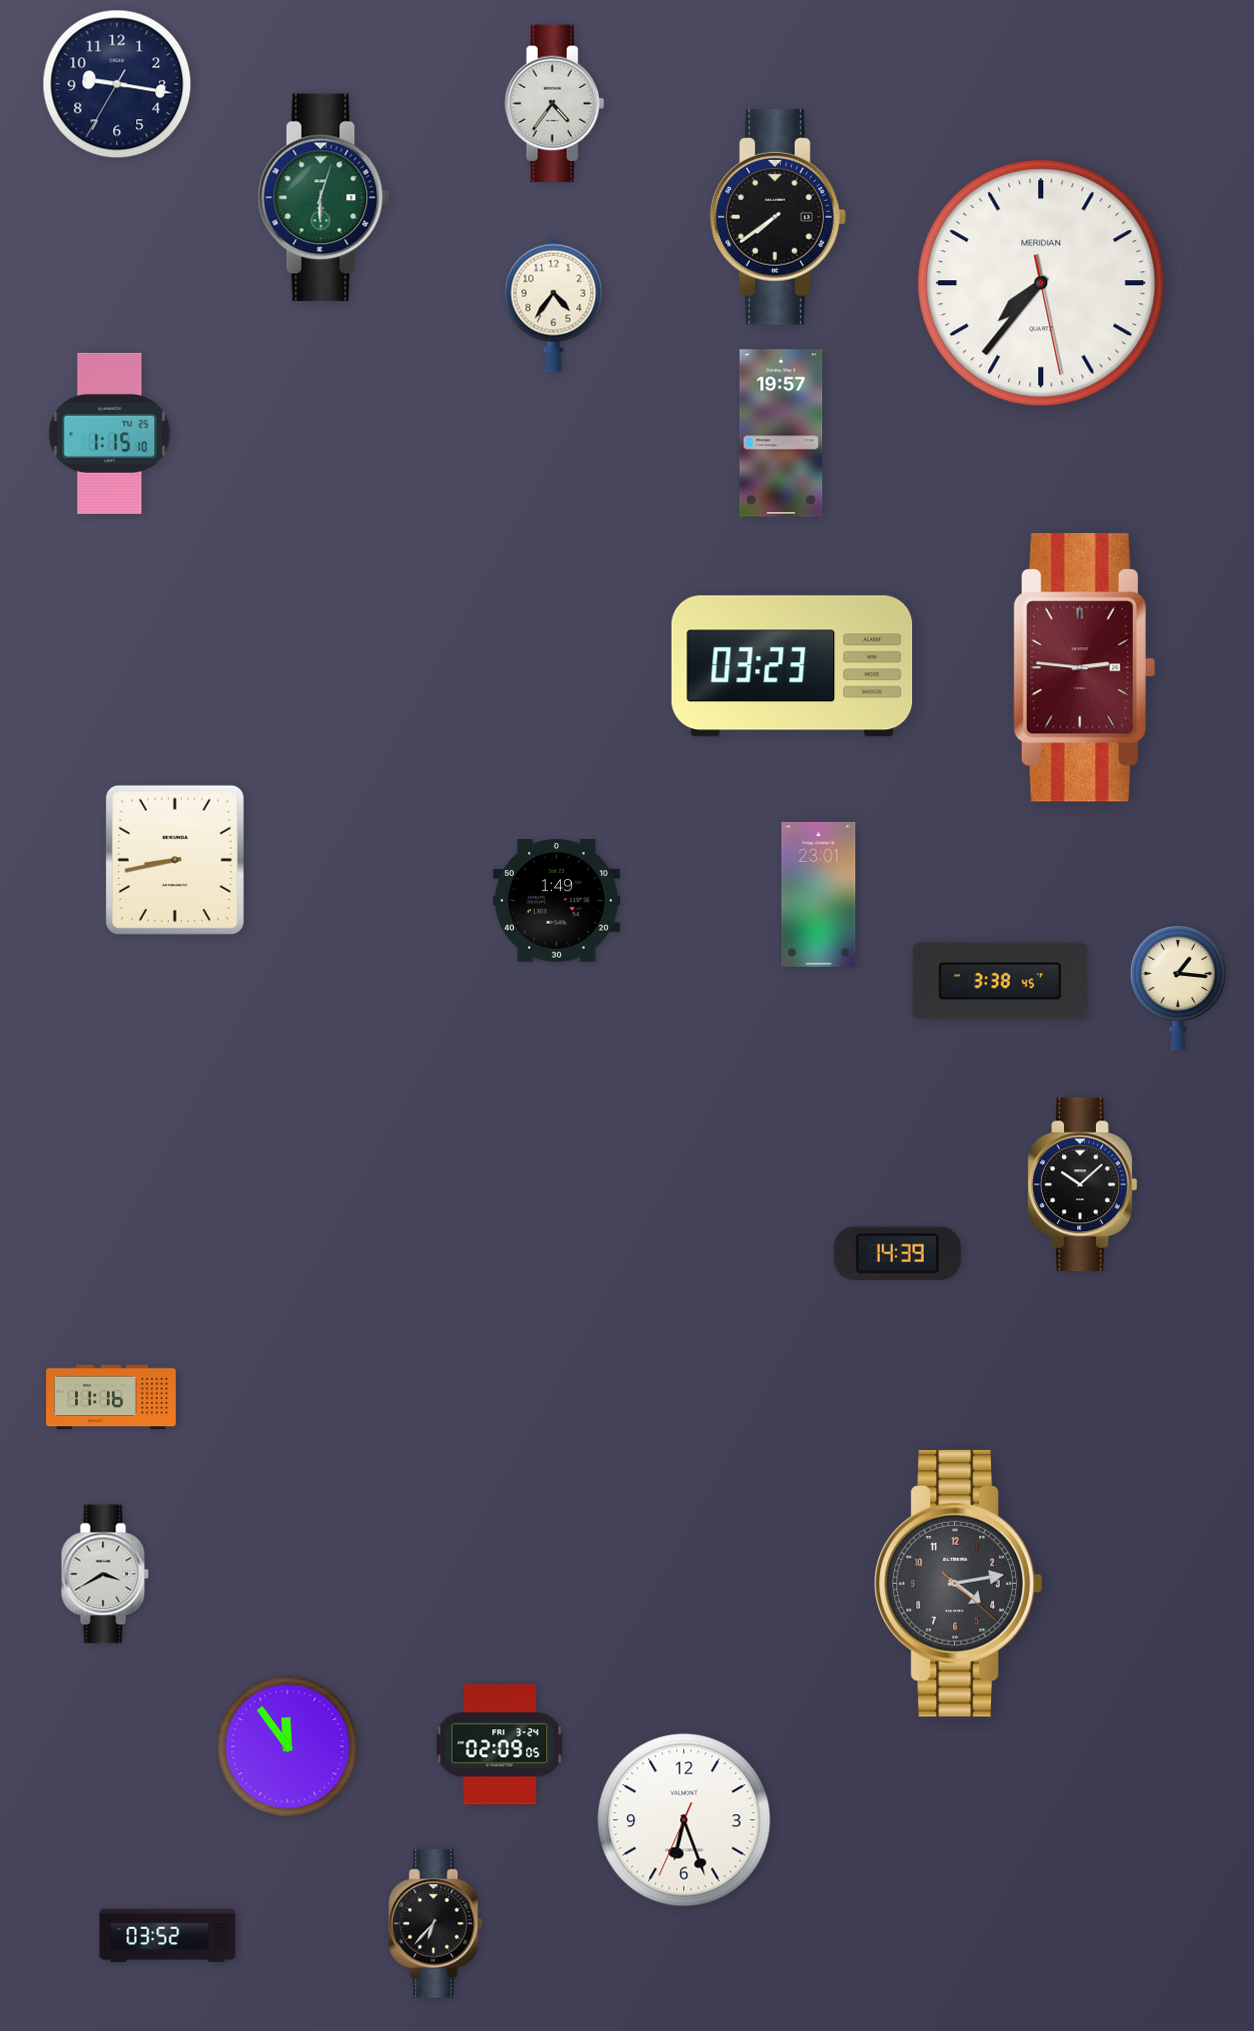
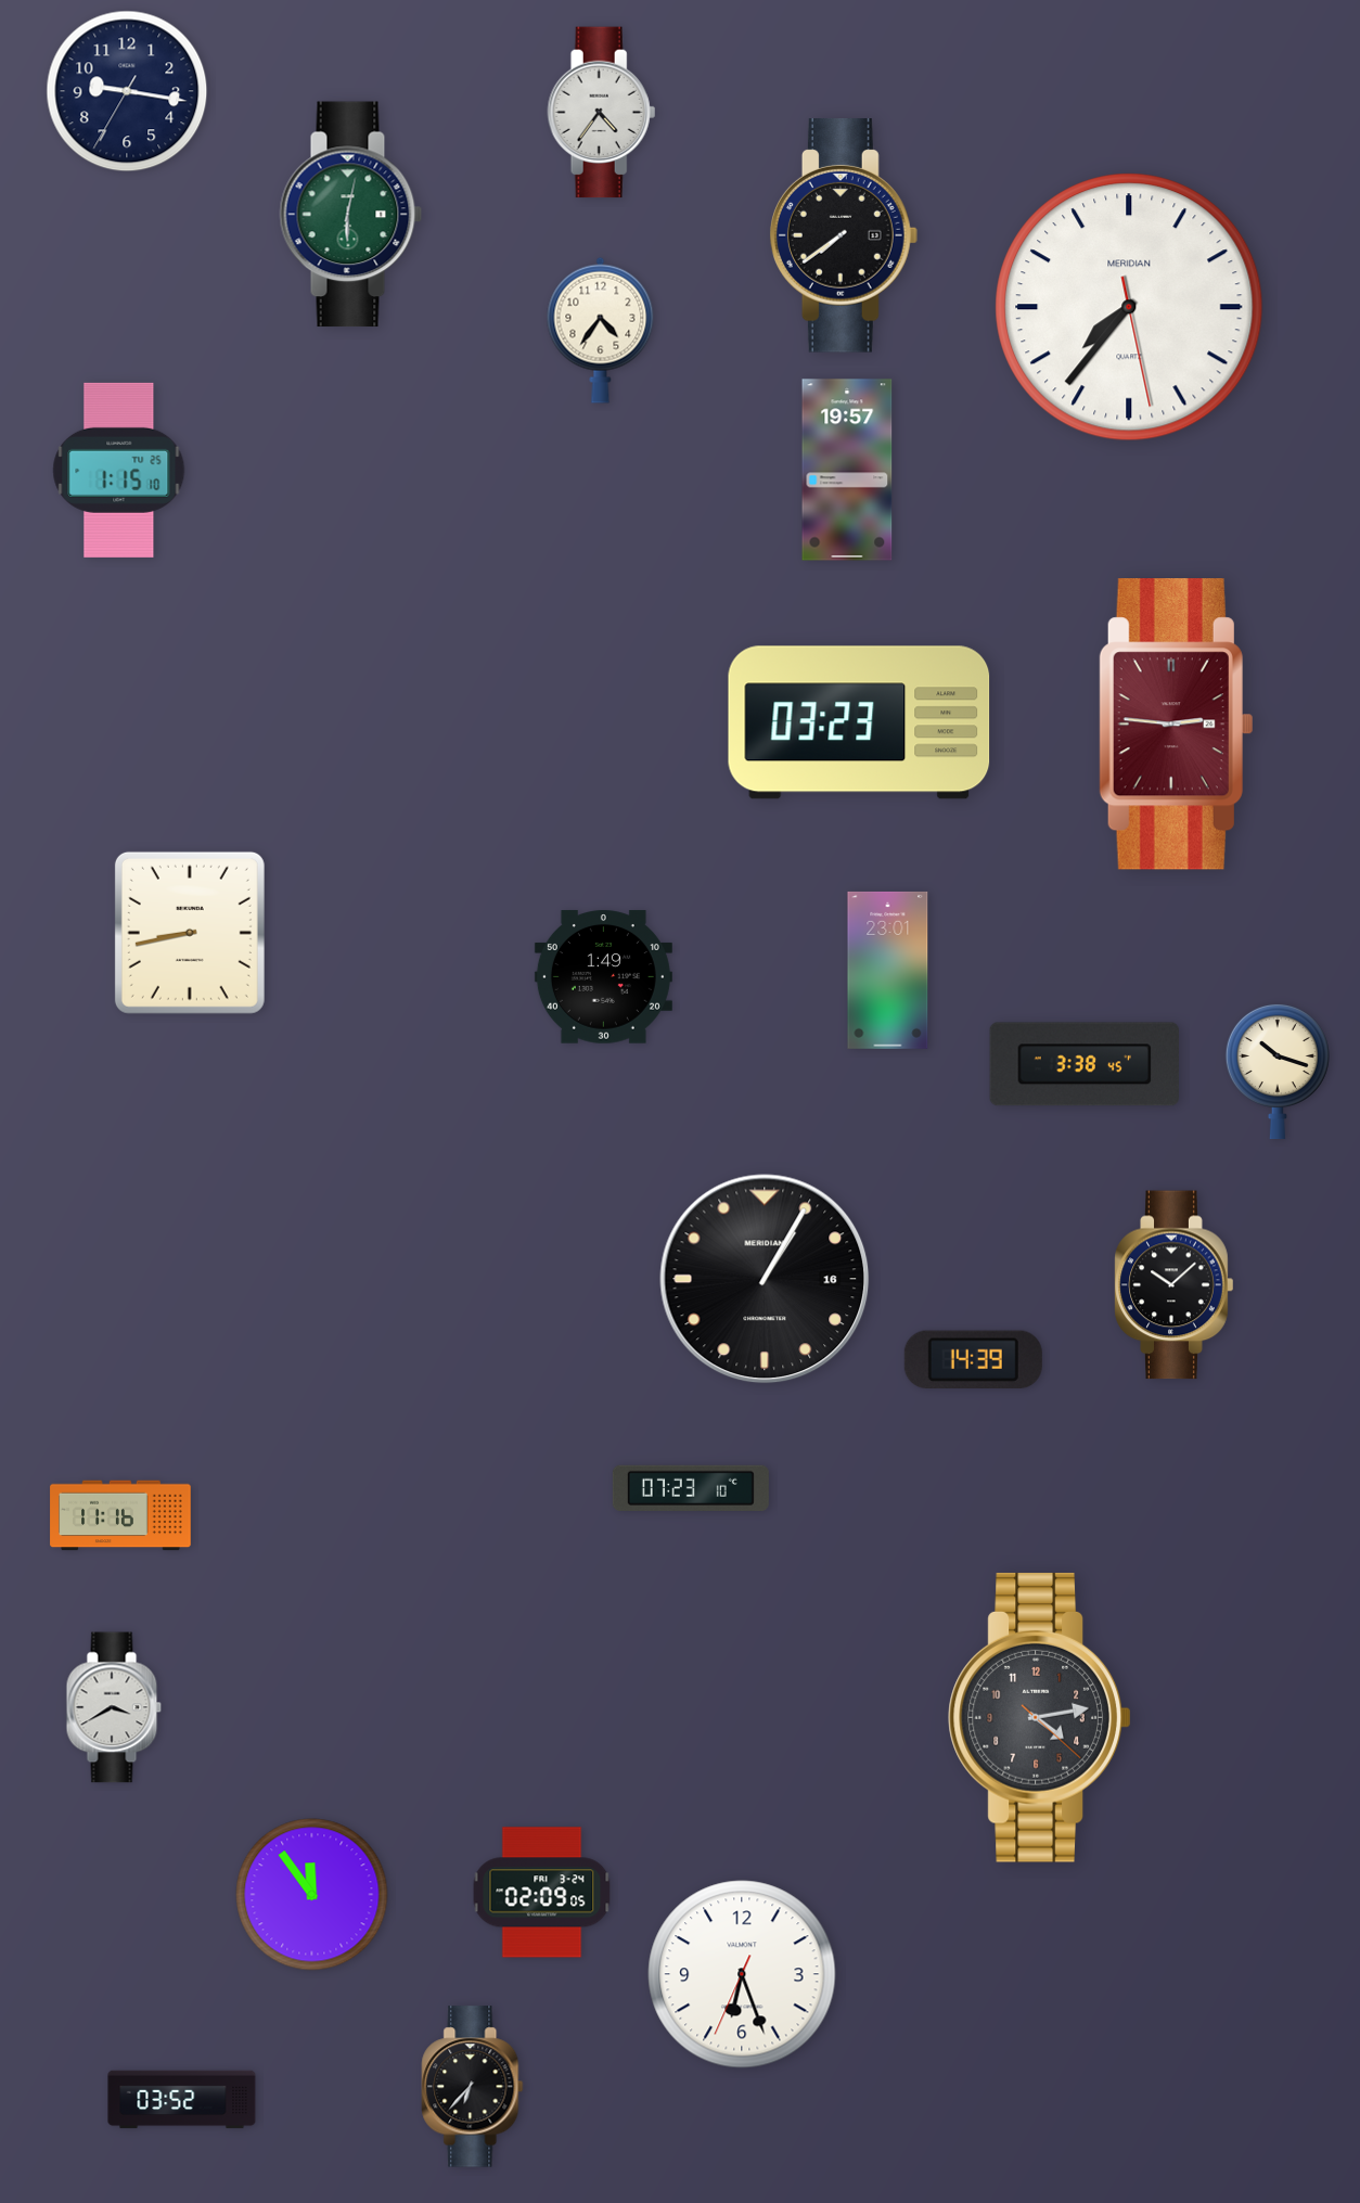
clock at (324, 198): 6:03 -> 6:02
clock at (1178, 988): 1:16 -> 10:18
clock at (765, 1279): none -> 1:05
clock at (691, 1488): none -> 07:23
